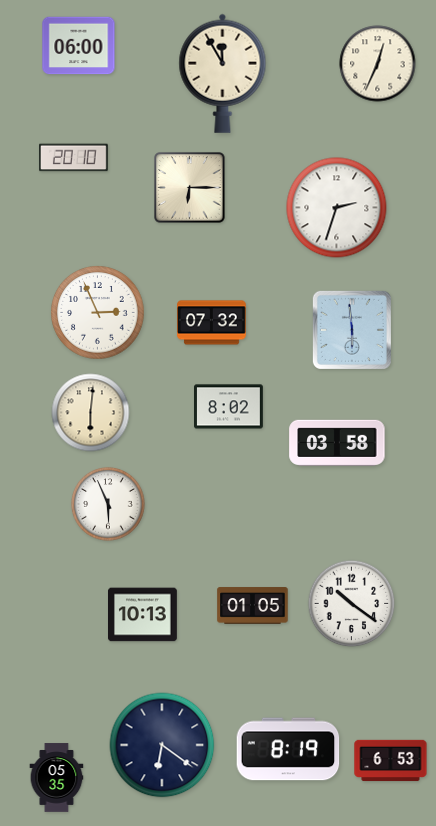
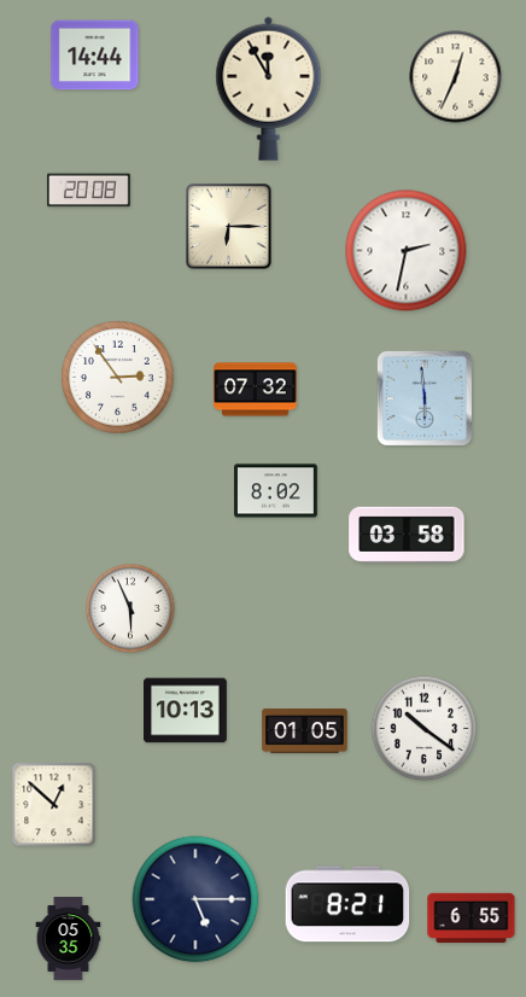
clock at (79, 46): 06:00 -> 14:44
clock at (74, 158): 20:10 -> 20:08
clock at (337, 208): 2:33 -> 2:32
clock at (98, 313): 2:56 -> 2:54
clock at (91, 413): 6:01 -> none
clock at (143, 615) position: (143, 615) -> (186, 711)
clock at (54, 805): none -> 12:52
clock at (162, 745): 6:21 -> 5:15
clock at (288, 749): 8:19 -> 8:21
clock at (391, 761): 6:53 -> 6:55
